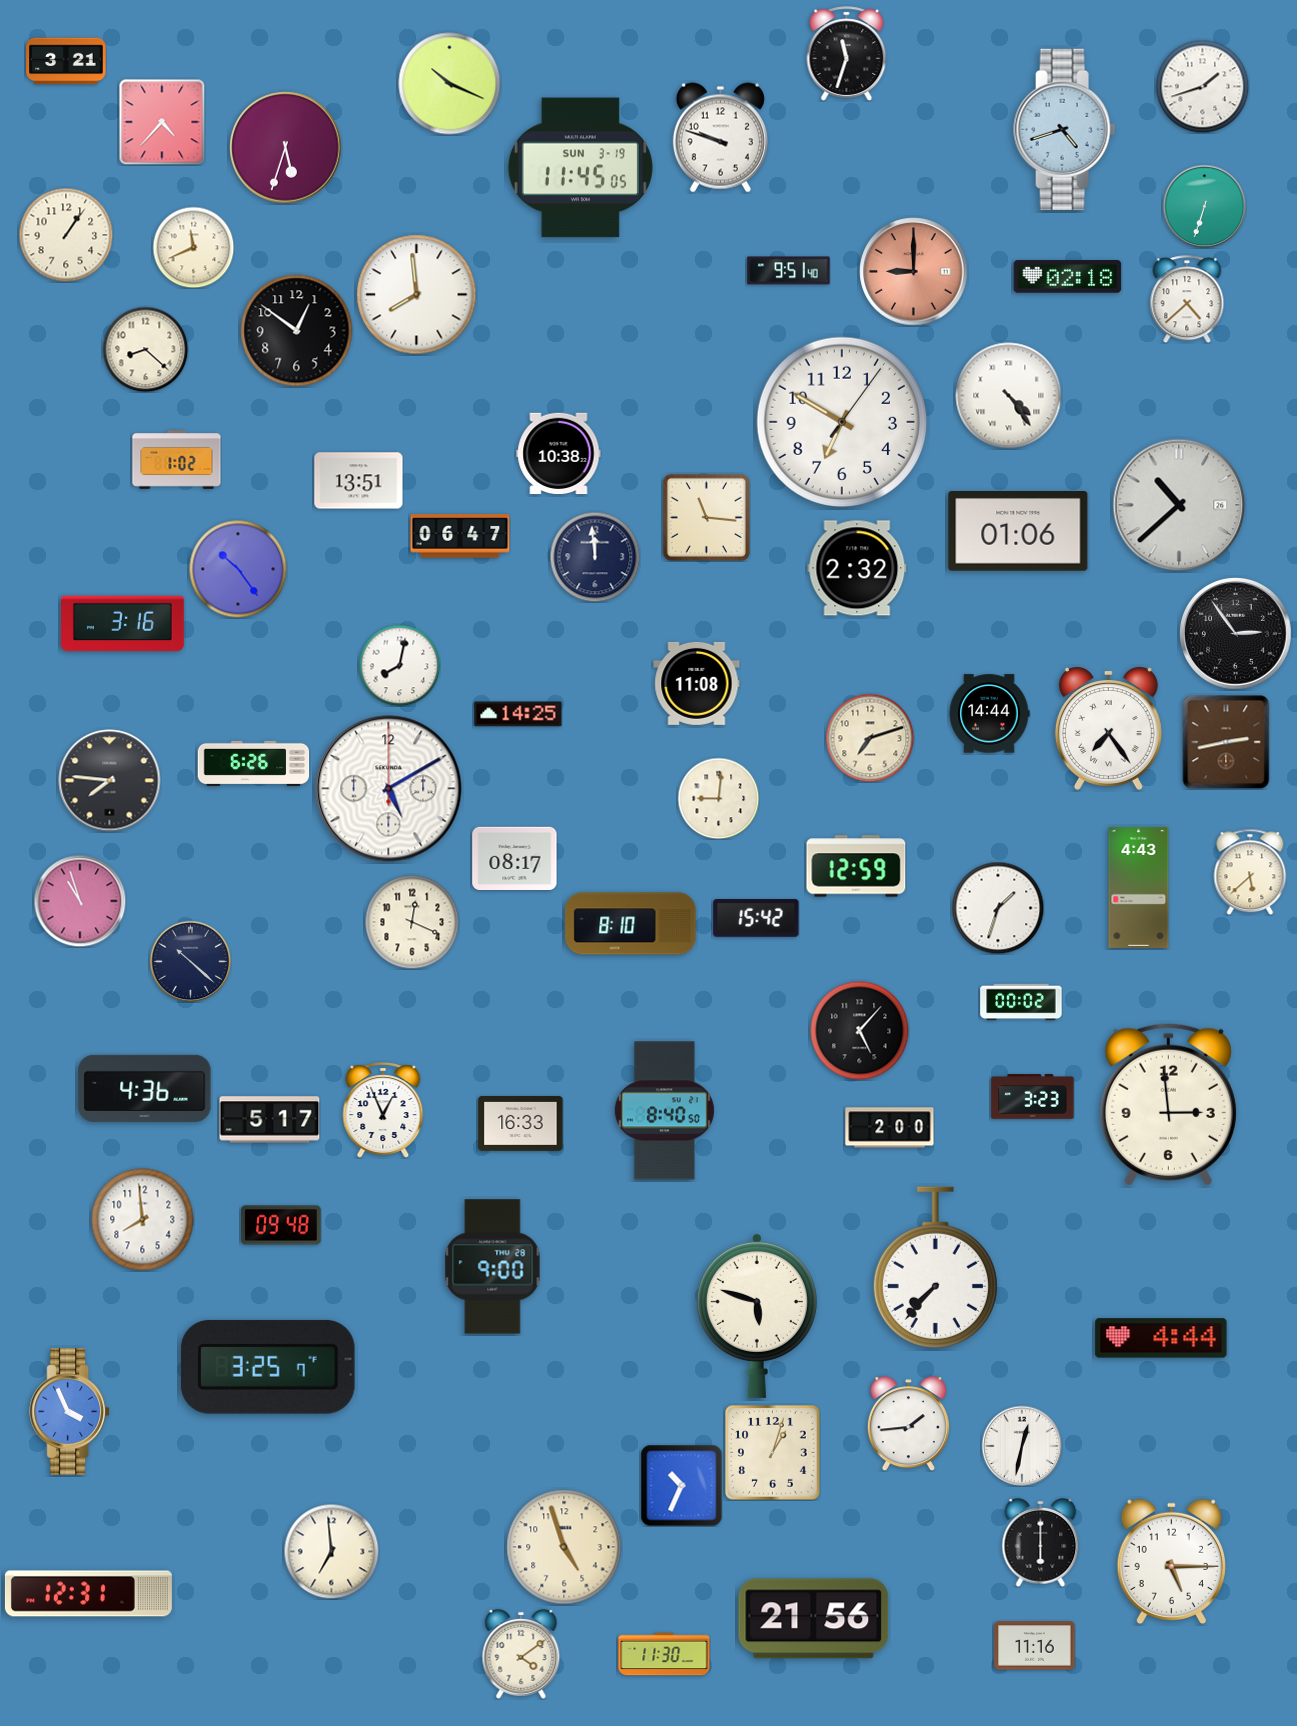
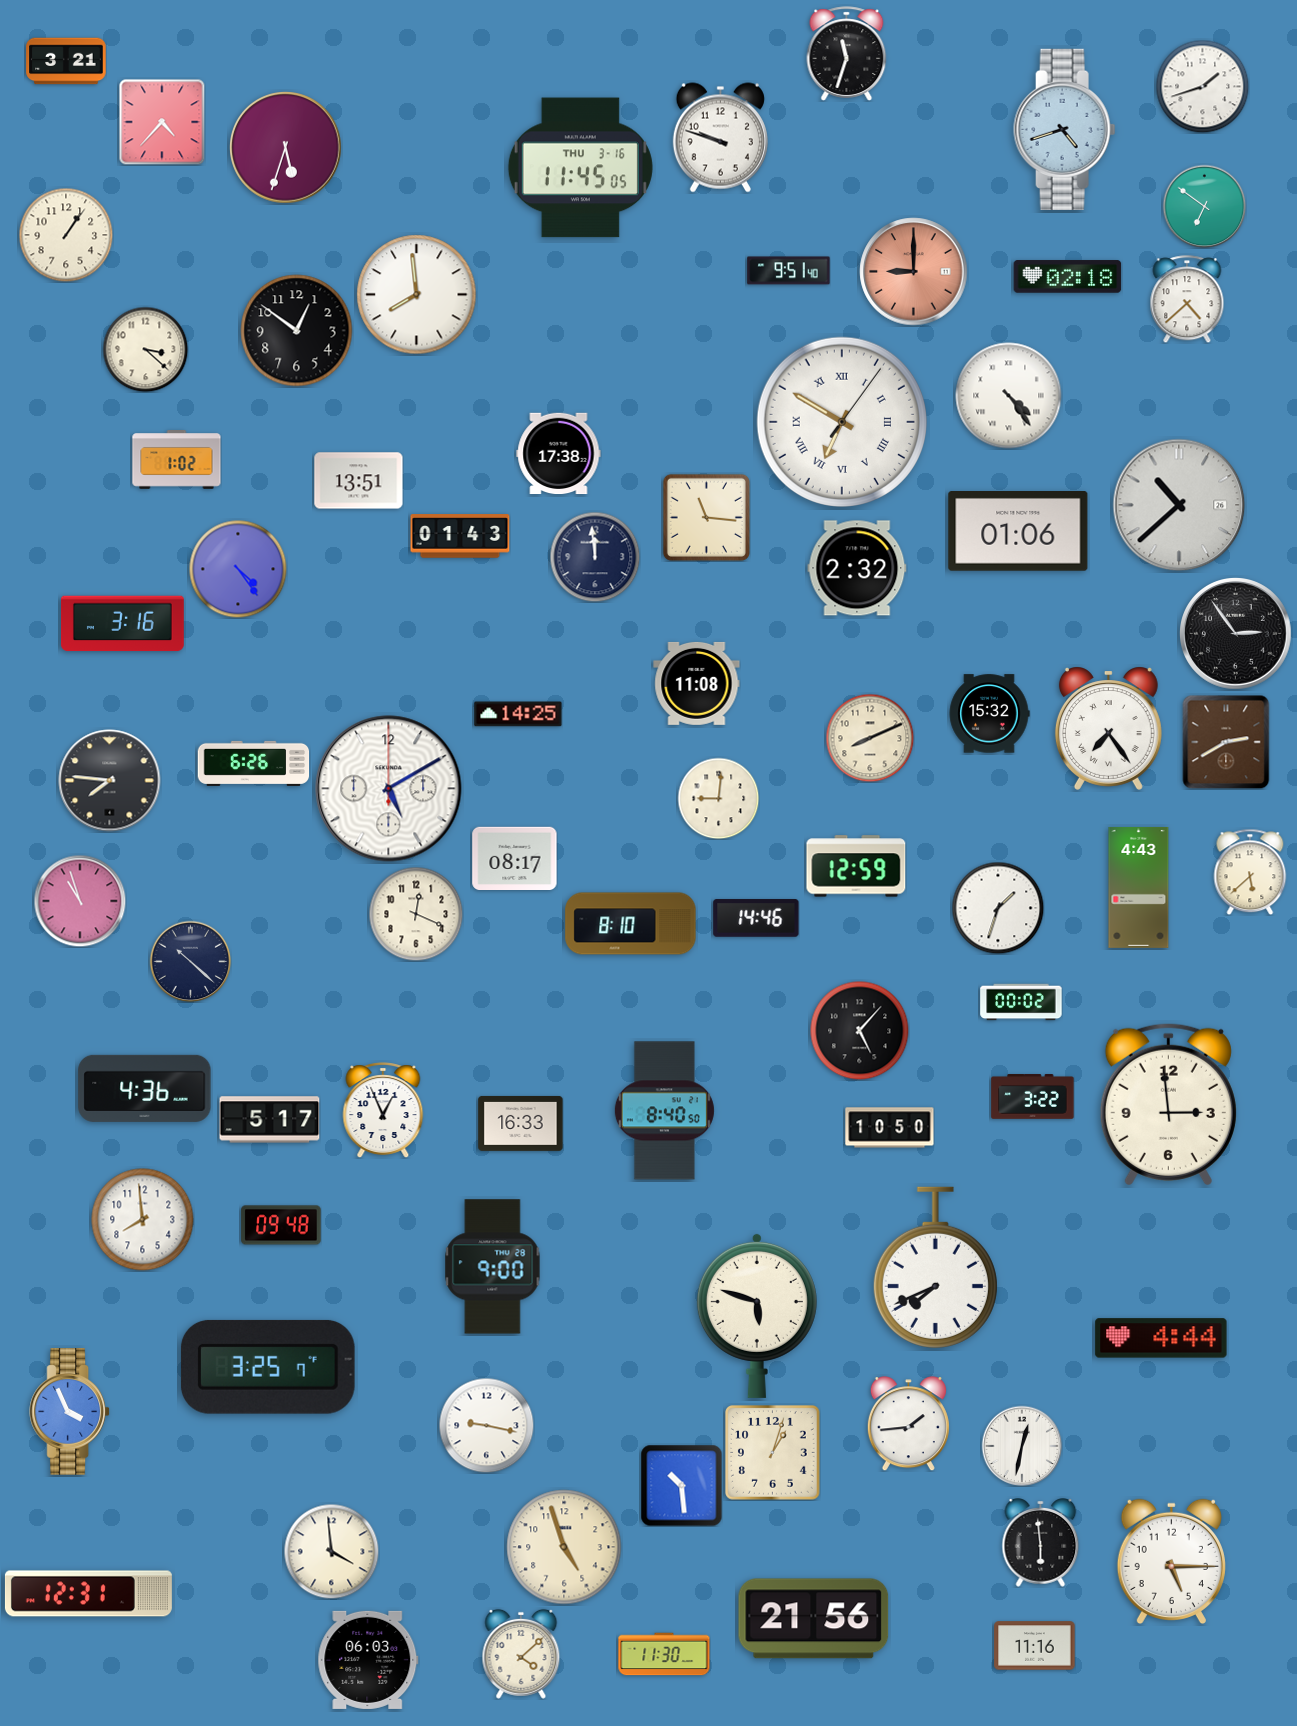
clock at (450, 84): 10:19 -> none
clock at (580, 168) date: SUN 3-19 -> THU 3-16
clock at (1204, 206): 6:33 -> 6:51
clock at (193, 247): 11:41 -> none
clock at (145, 349): 8:22 -> 3:22
clock at (841, 421) numerals: Arabic -> Roman
clock at (559, 454): 10:38 -> 17:38
clock at (460, 536): 06:47 -> 01:43
clock at (238, 569): 10:24 -> 4:24
clock at (399, 665): 8:02 -> none
clock at (989, 714): 14:44 -> 15:32
clock at (870, 738): 7:12 -> 8:11
clock at (1226, 742): 2:43 -> 2:40
clock at (756, 918): 15:42 -> 14:46
clock at (412, 922) position: (412, 922) -> (416, 914)
clock at (1033, 1097): 3:23 -> 3:22
clock at (890, 1128): 2:00 -> 10:50
clock at (935, 1267): 7:37 -> 7:41
clock at (486, 1425): none -> 9:17
clock at (681, 1485): 10:34 -> 10:29
clock at (1041, 1543): 6:00 -> 5:59
clock at (331, 1551): 6:59 -> 3:59
clock at (521, 1654): 4:09 -> 4:08
clock at (368, 1660): none -> 06:03
